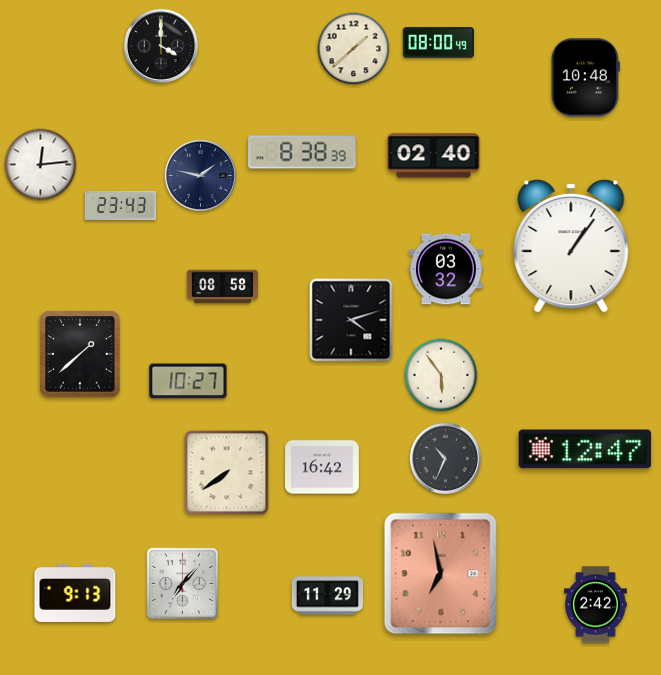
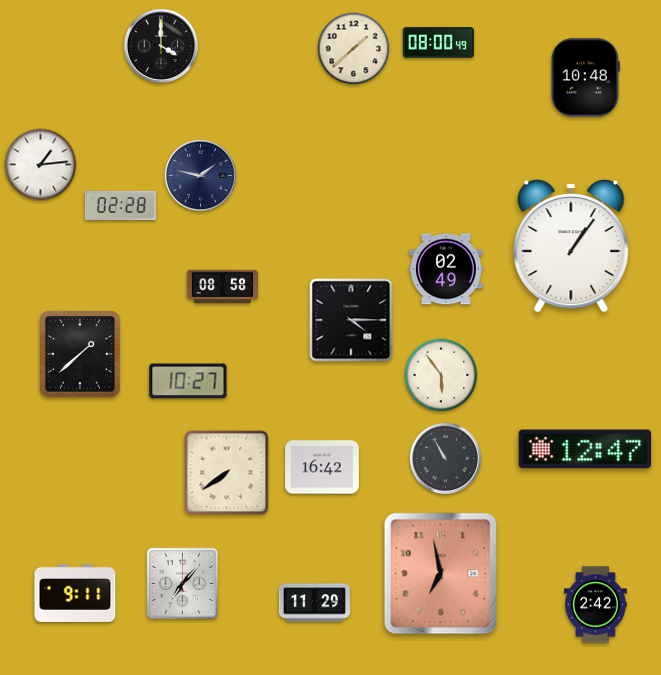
clock at (302, 152): 8:38 -> none
clock at (434, 156): 02:40 -> none
clock at (41, 165): 12:14 -> 1:14
clock at (120, 205): 23:43 -> 02:28
clock at (446, 269): 03:32 -> 02:49
clock at (351, 320): 4:12 -> 4:15
clock at (445, 458): 10:34 -> 10:55
clock at (75, 593): 9:13 -> 9:11
clock at (327, 596) position: (327, 596) -> (314, 603)
